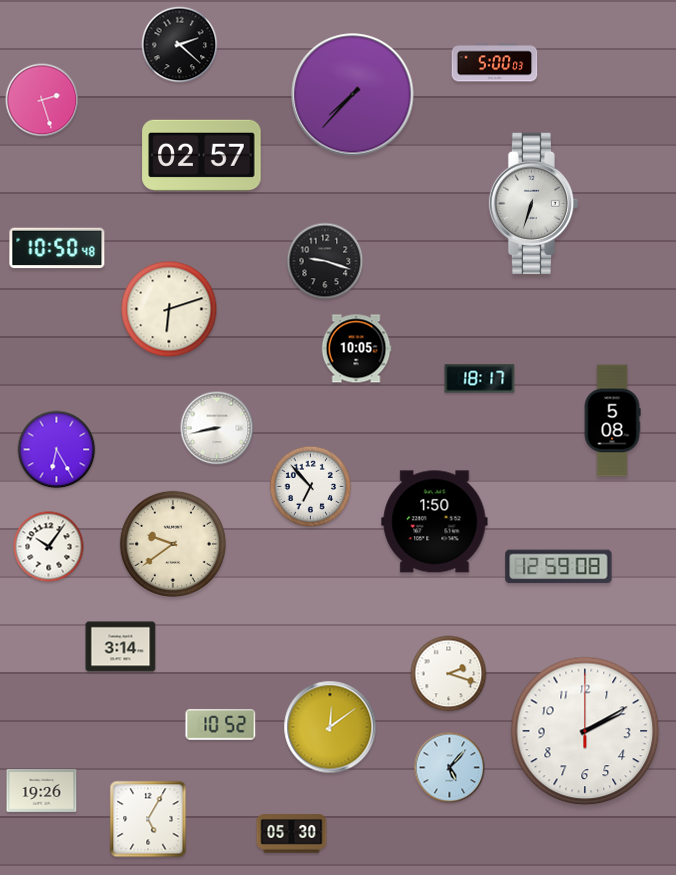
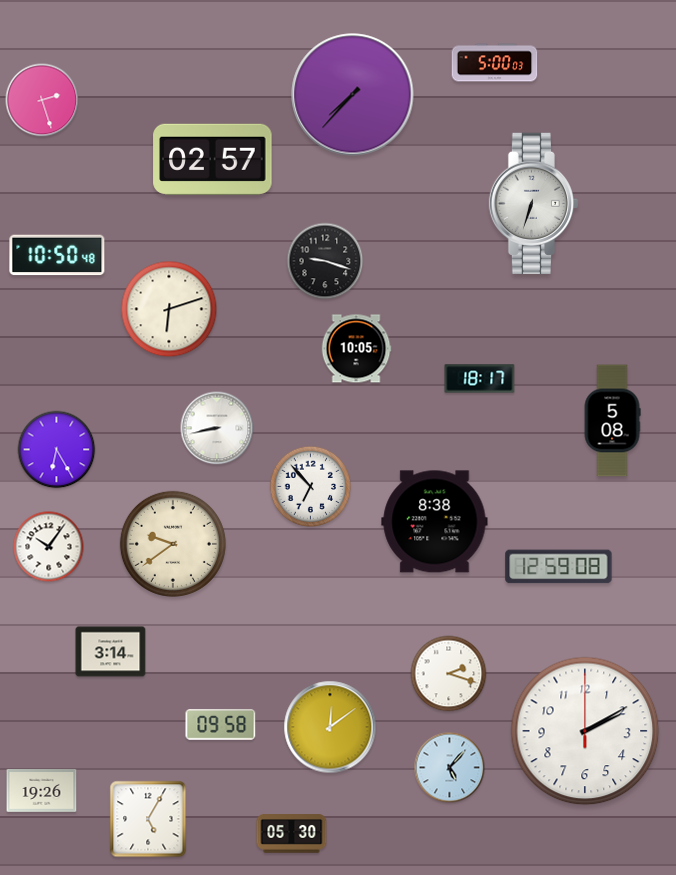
clock at (180, 45): 2:22 -> none
clock at (202, 155) position: (202, 155) -> (213, 159)
clock at (57, 248) position: (57, 248) -> (57, 255)
clock at (435, 522): 1:50 -> 8:38
clock at (121, 647) position: (121, 647) -> (111, 652)
clock at (221, 725): 10:52 -> 09:58
